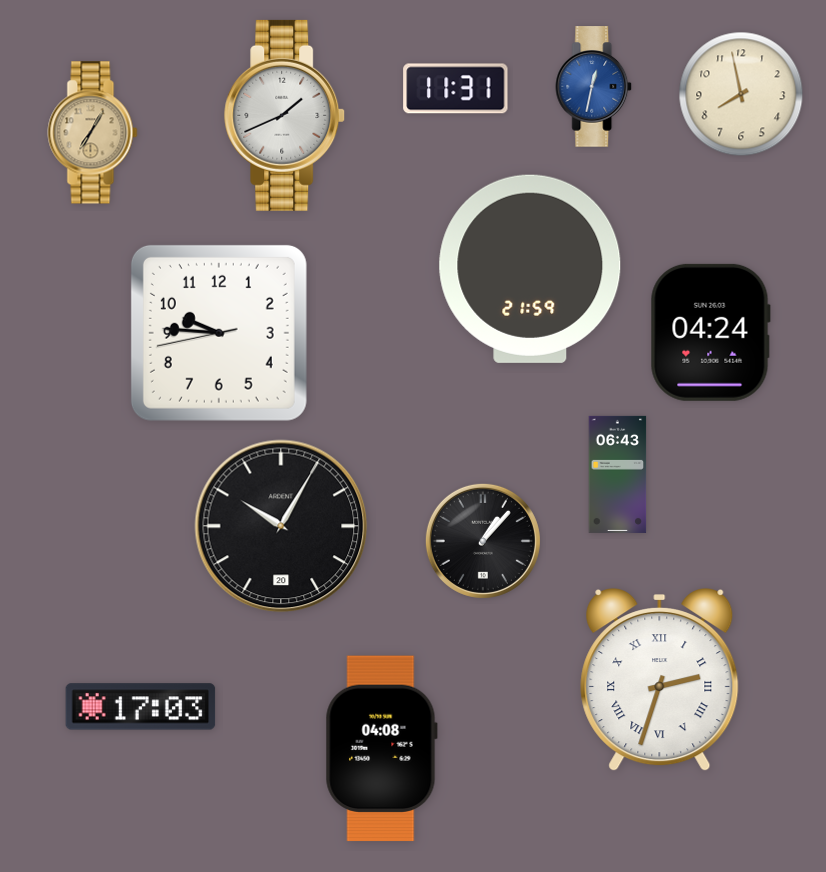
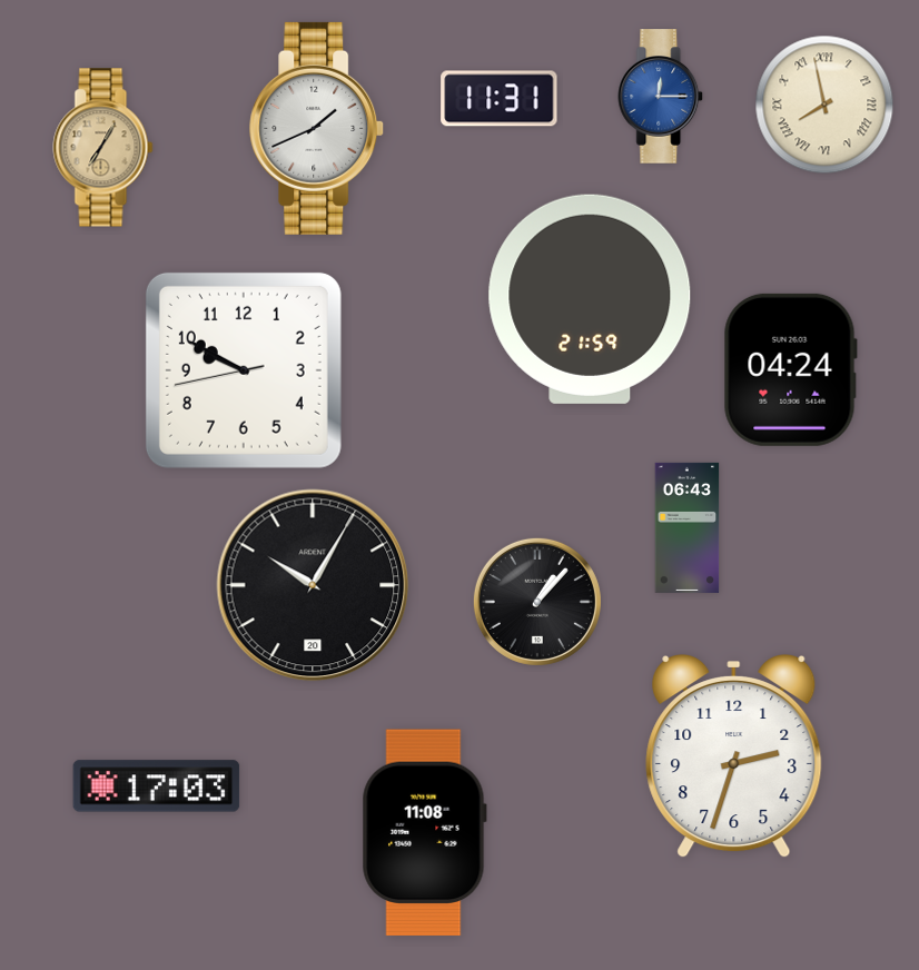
clock at (594, 87): 12:32 -> 12:15
clock at (456, 89) position: (456, 89) -> (500, 99)
clock at (741, 94) numerals: Arabic -> Roman
clock at (219, 333): 9:45 -> 9:49
clock at (660, 681) numerals: Roman -> Arabic
clock at (381, 749): 04:08 -> 11:08
